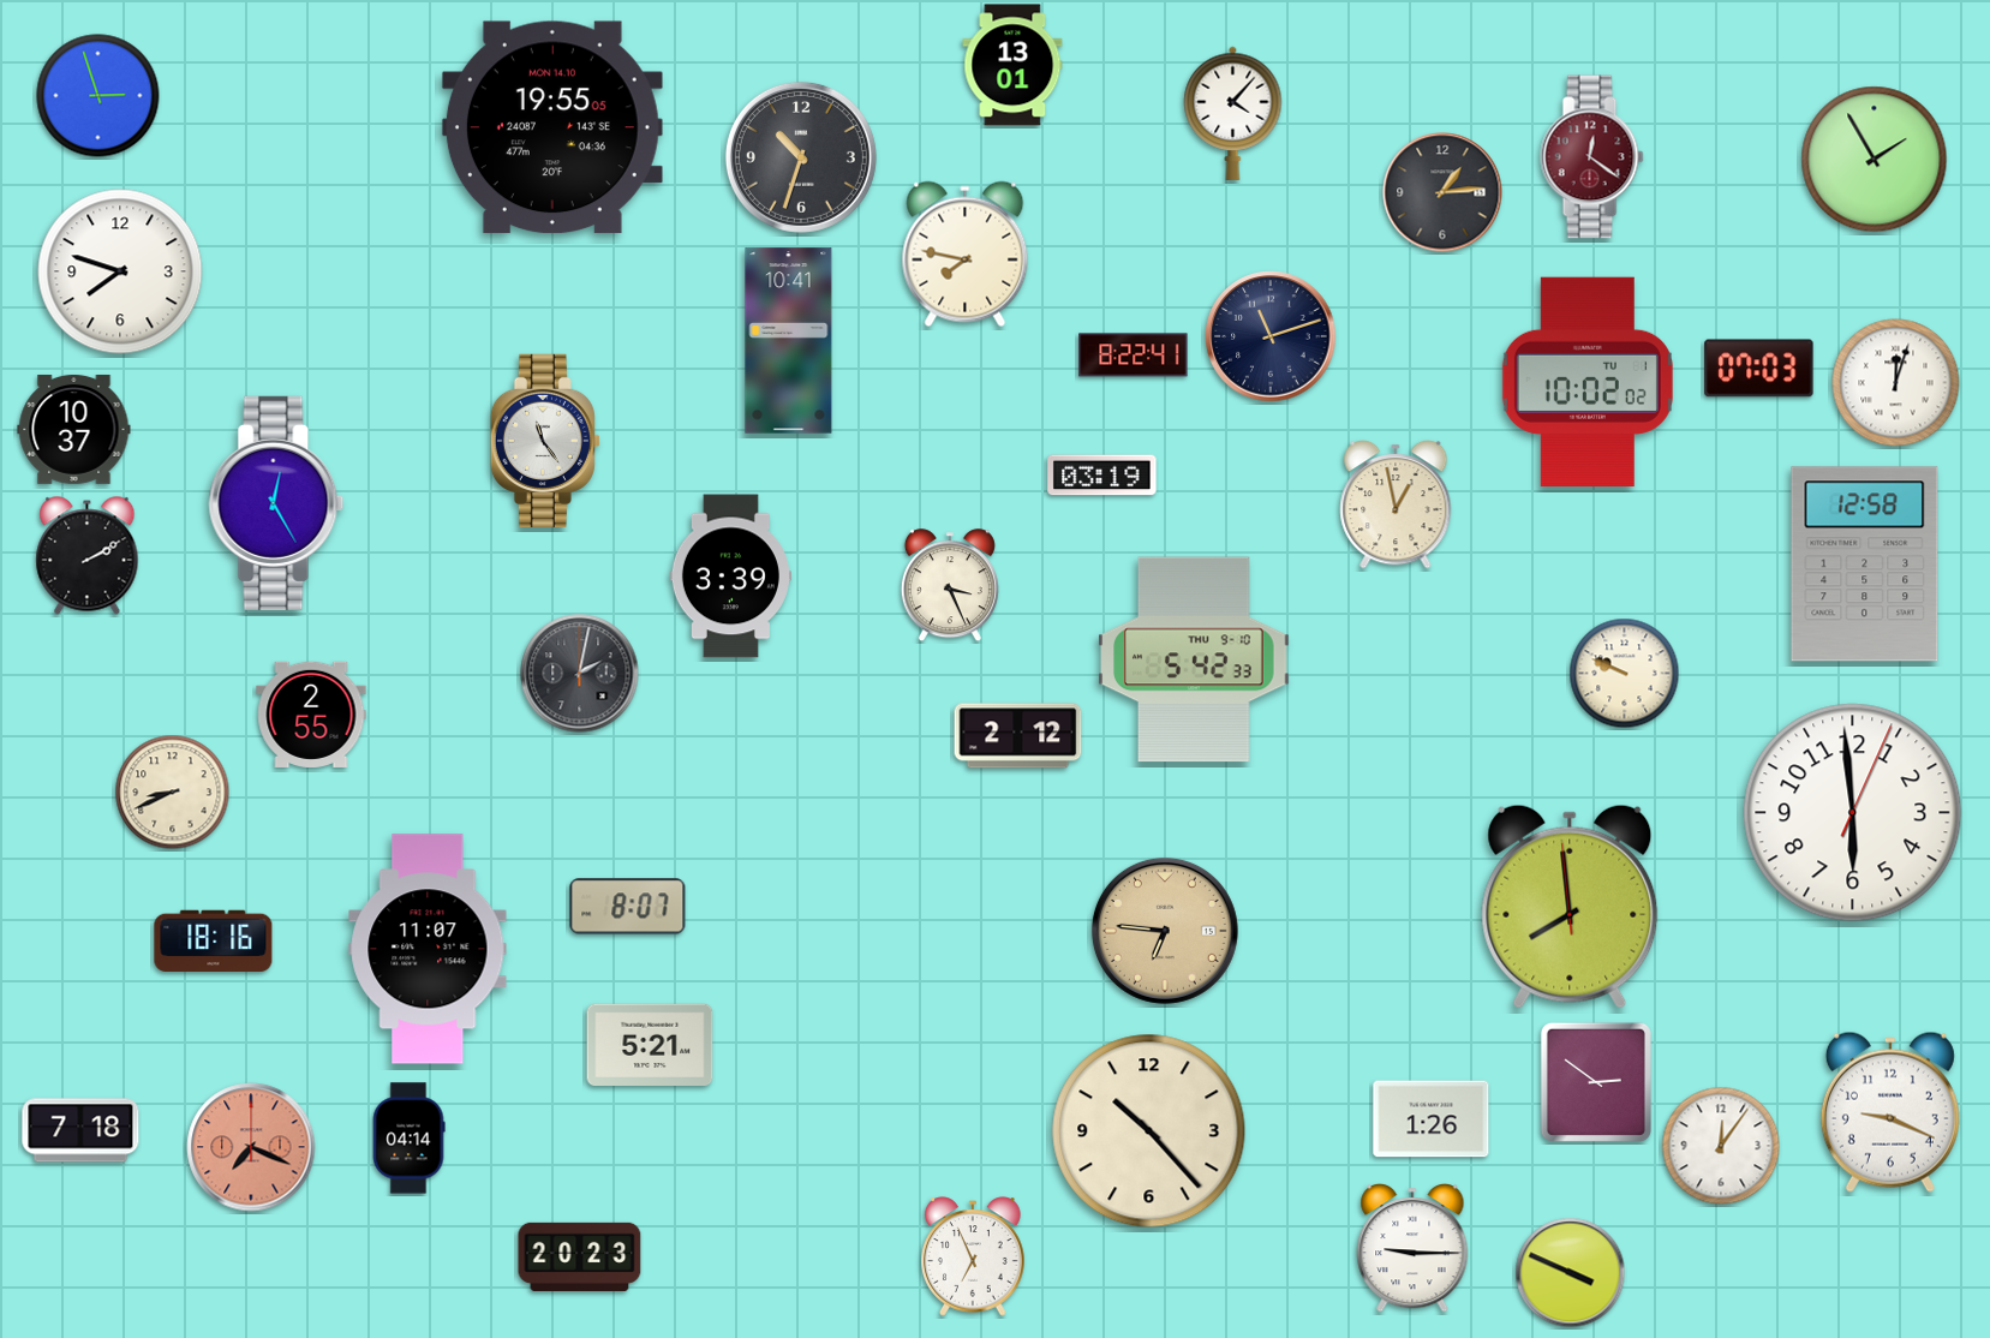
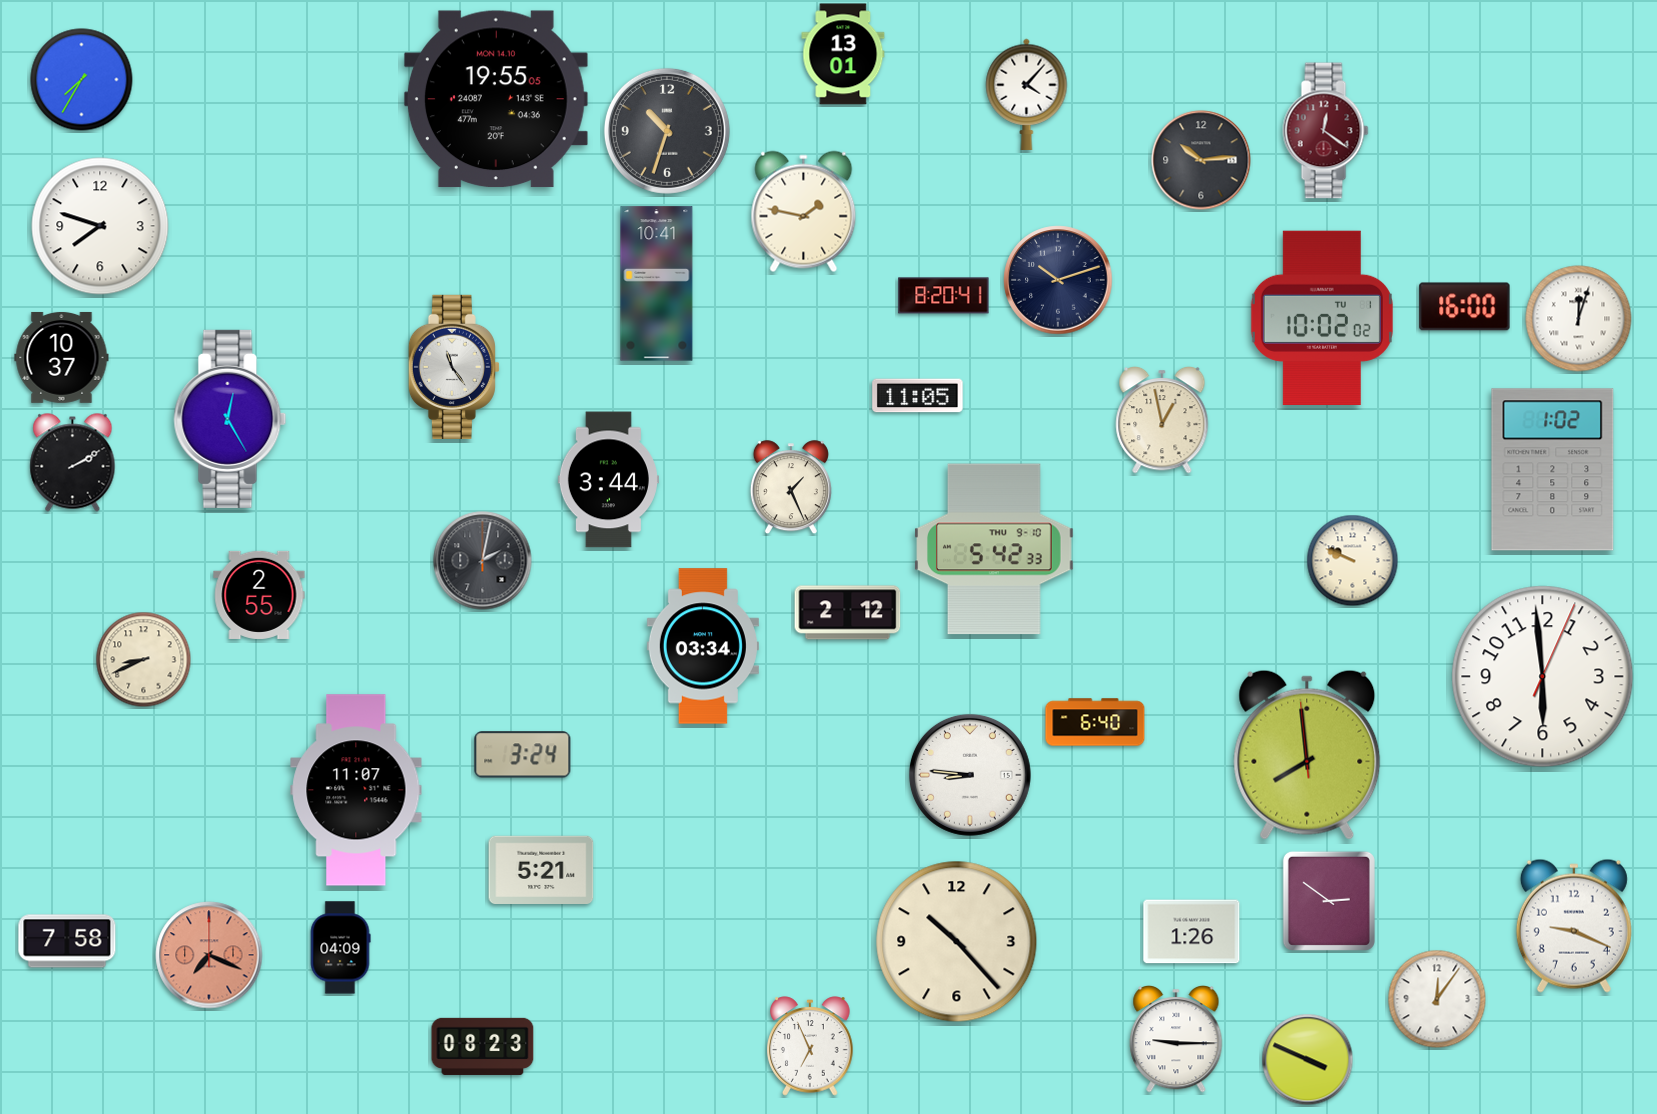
clock at (98, 96): 2:57 -> 7:35
clock at (552, 127) position: (552, 127) -> (496, 99)
clock at (1875, 160): 1:55 -> none
clock at (1442, 192): 1:14 -> 10:14
clock at (966, 255): 7:47 -> 1:47
clock at (1271, 336): 11:12 -> 10:12
clock at (1134, 356): 8:22 -> 8:20
clock at (1759, 369): 07:03 -> 16:00
clock at (1102, 476): 03:19 -> 11:05
clock at (1865, 565): 12:58 -> 1:02
clock at (730, 577): 3:39 -> 3:44
clock at (950, 586): 3:26 -> 1:26
clock at (703, 646): none -> 03:34
clock at (1095, 722): none -> 6:40
clock at (628, 907): 8:07 -> 3:24
clock at (1165, 931): 6:46 -> 8:46
clock at (1165, 931) dial: champagne -> white
clock at (214, 940): 18:16 -> none
clock at (80, 1130): 7:18 -> 7:58
clock at (408, 1139): 04:14 -> 04:09
clock at (1721, 1146) position: (1721, 1146) -> (1437, 999)
clock at (580, 1256): 20:23 -> 08:23
